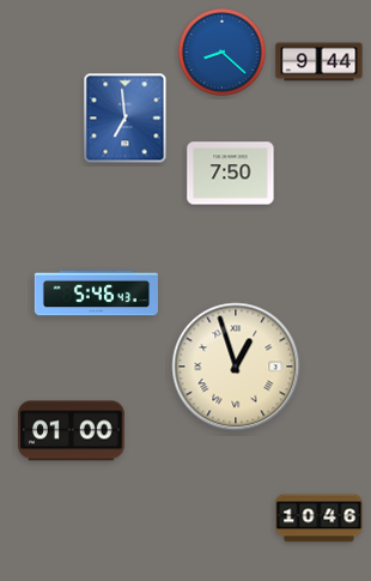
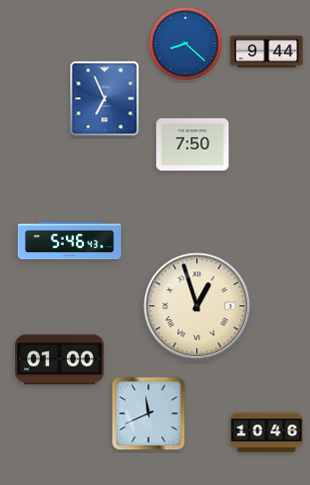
clock at (126, 119): 6:59 -> 6:56
clock at (97, 293) position: (97, 293) -> (70, 241)
clock at (149, 414): none -> 11:41
